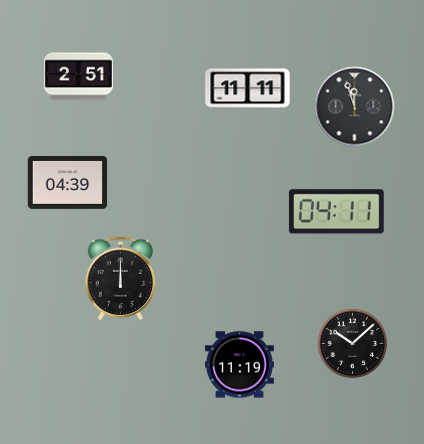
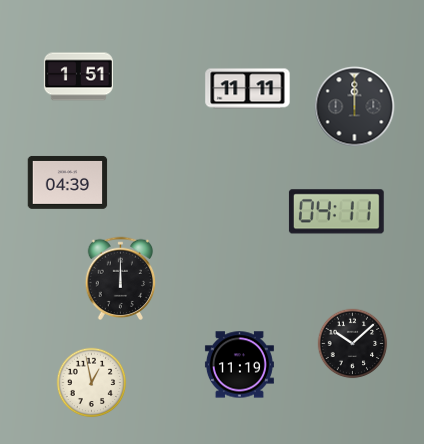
clock at (78, 77): 2:51 -> 1:51
clock at (355, 107): 11:57 -> 12:00
clock at (92, 383): none -> 12:58
